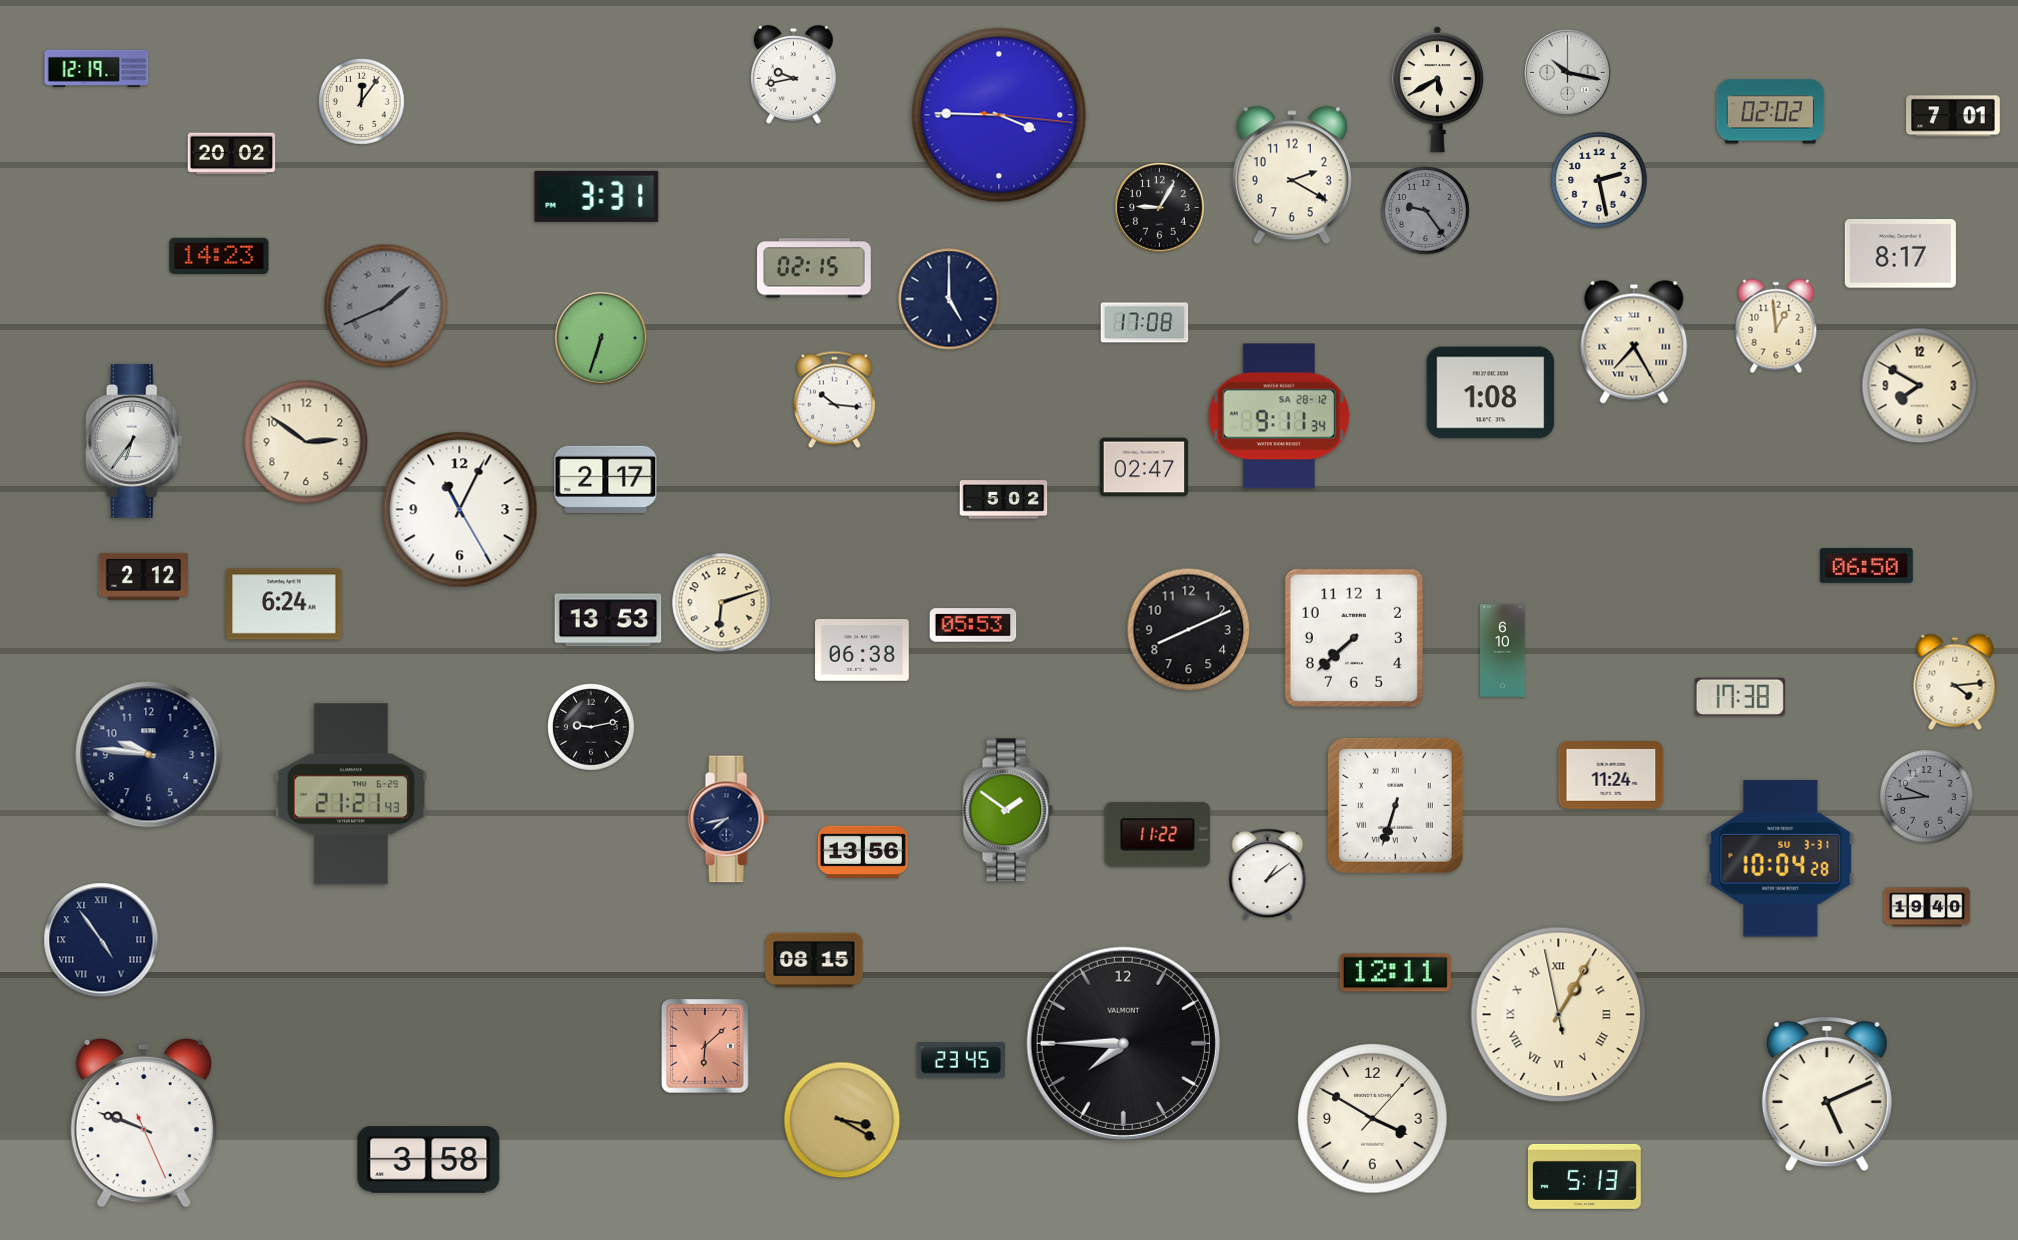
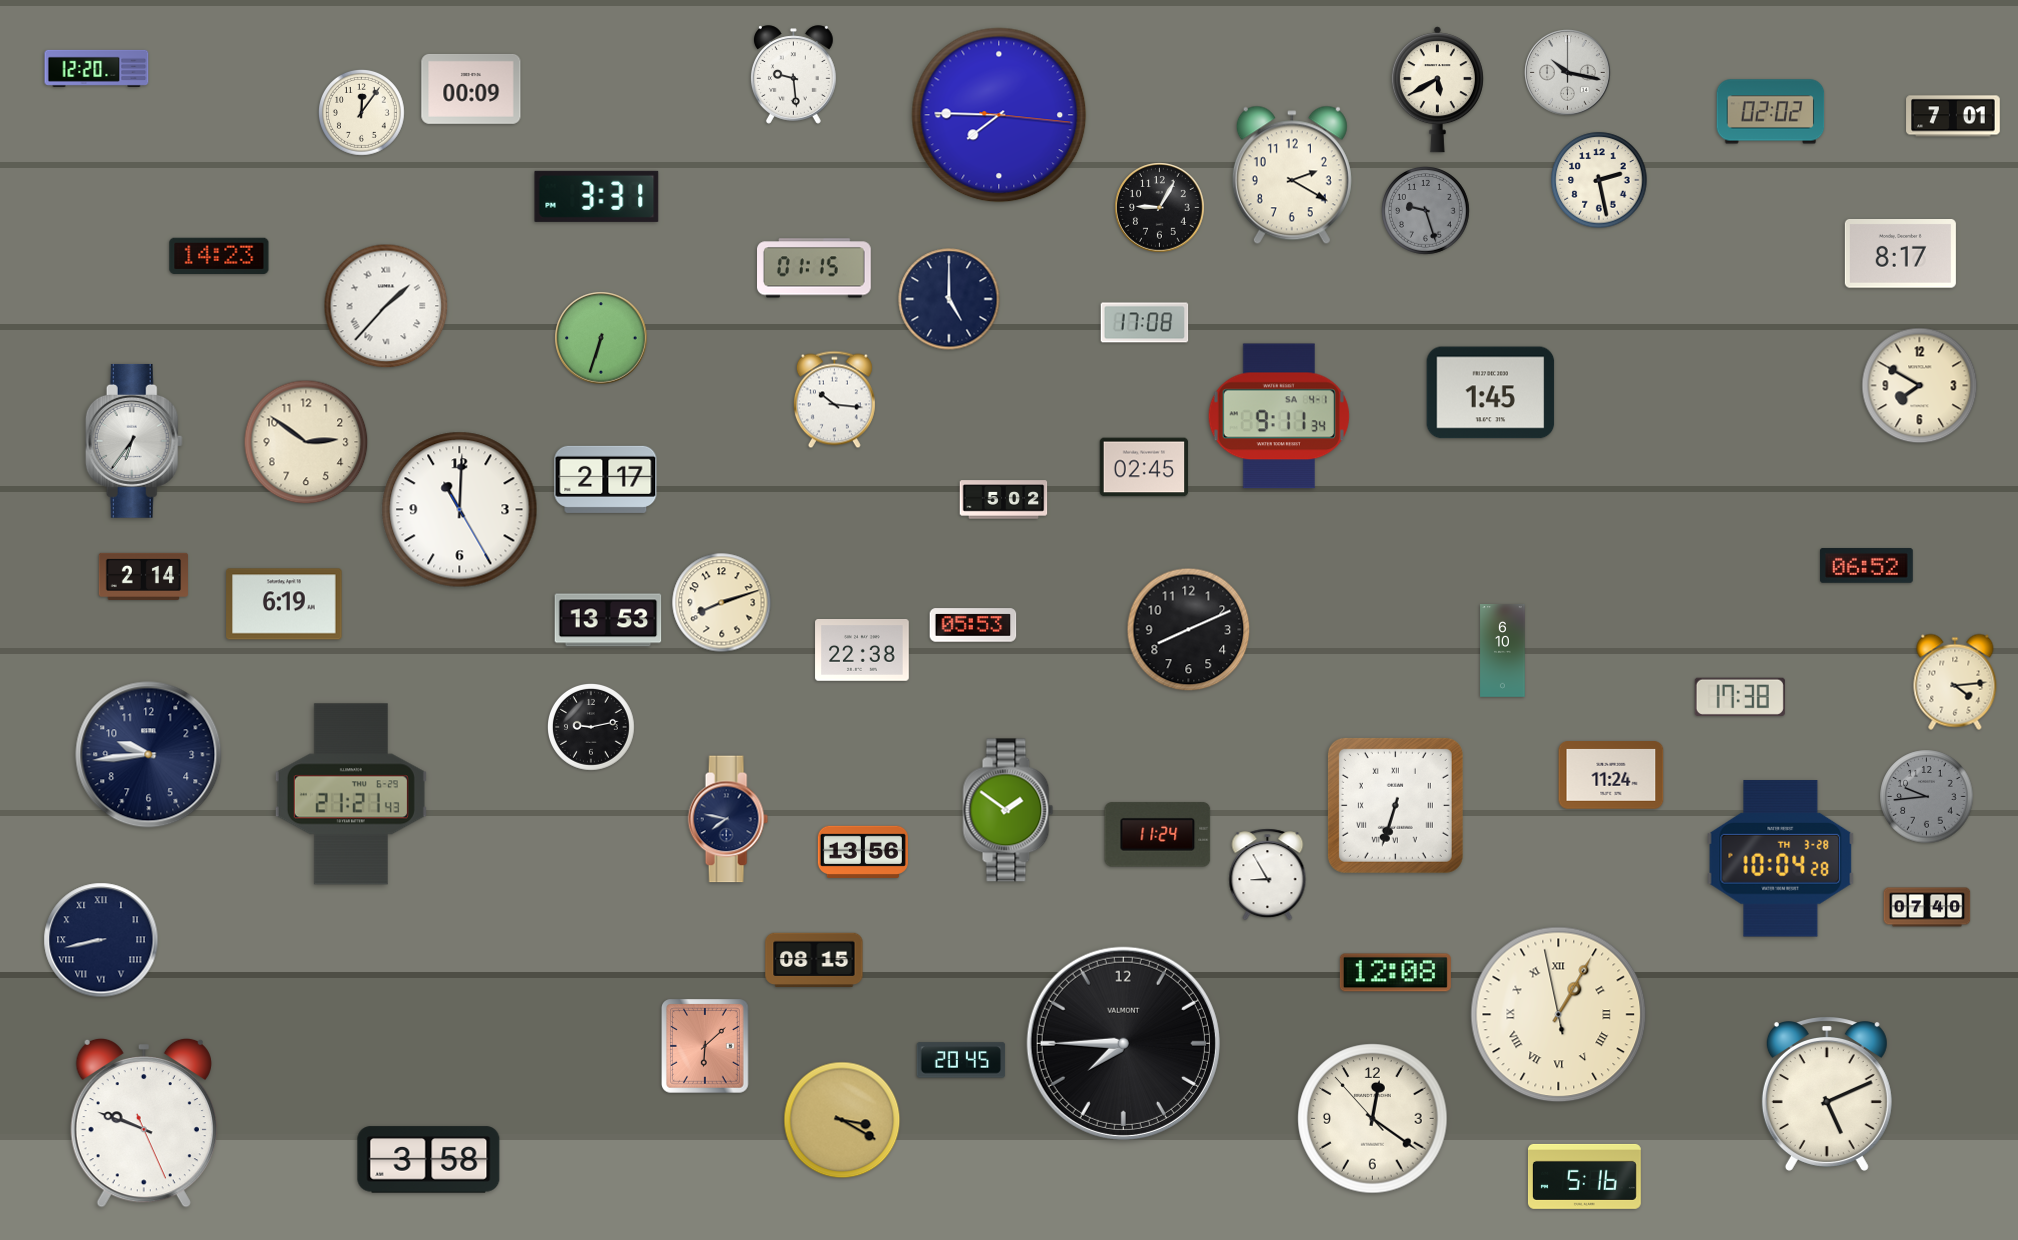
clock at (97, 68): 12:19 -> 12:20
clock at (793, 75): 9:43 -> 9:29
clock at (471, 89): none -> 00:09
clock at (361, 101) position: (361, 101) -> (361, 112)
clock at (999, 115): 3:45 -> 7:45
clock at (232, 154): 20:02 -> none
clock at (1426, 211): 9:24 -> 9:27
clock at (815, 268): 02:15 -> 01:15
clock at (386, 306): 1:41 -> 1:37
clock at (386, 306) dial: grey -> white
clock at (1776, 326): 12:59 -> none
clock at (1634, 342): 7:25 -> none
clock at (1491, 393): 1:08 -> 1:45
clock at (1279, 416) date: SA 28-12 -> SA 4-1
clock at (1144, 467): 02:47 -> 02:45
clock at (460, 510): 11:04 -> 11:00
clock at (1866, 566): 06:50 -> 06:52
clock at (143, 576): 2:12 -> 2:14
clock at (722, 603): 6:12 -> 8:12
clock at (284, 604): 6:24 -> 6:19
clock at (1354, 638): 7:38 -> none
clock at (862, 651): 06:38 -> 22:38
clock at (149, 755): 9:46 -> 9:44
clock at (728, 819): 7:43 -> 7:47
clock at (1158, 835): 11:22 -> 11:24
clock at (1781, 859) date: SU 3-31 -> TH 3-28
clock at (1268, 875): 1:09 -> 8:55
clock at (1927, 907): 19:40 -> 07:40
clock at (101, 940): 4:54 -> 8:43
clock at (1395, 973): 12:11 -> 12:08
clock at (961, 1060): 23:45 -> 20:45
clock at (1373, 1119): 3:50 -> 12:20
clock at (1584, 1176): 5:13 -> 5:16
